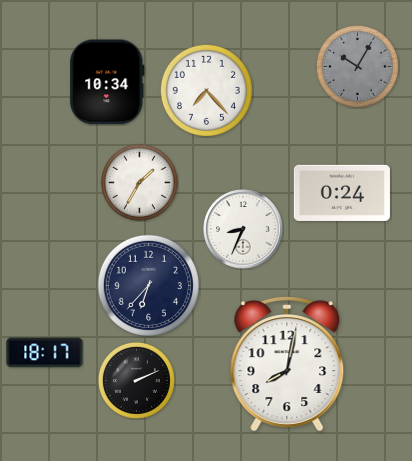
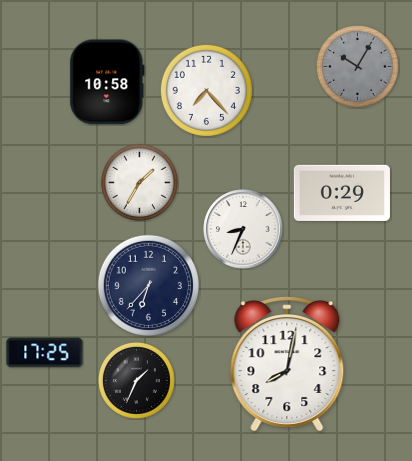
clock at (107, 82): 10:34 -> 10:58
clock at (342, 193): 0:24 -> 0:29
clock at (45, 353): 18:17 -> 17:25
clock at (137, 381): 2:11 -> 1:34
